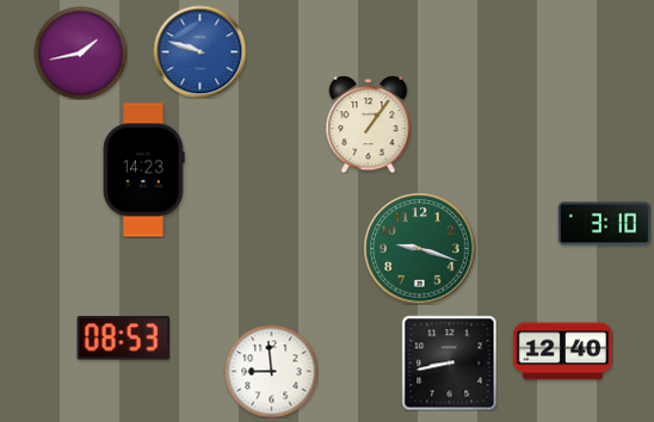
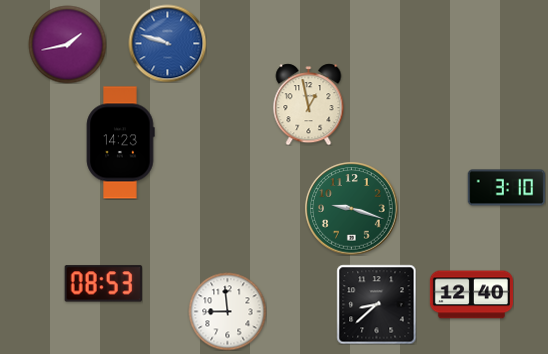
clock at (369, 124): 1:06 -> 12:58
clock at (449, 362): 8:43 -> 8:38
